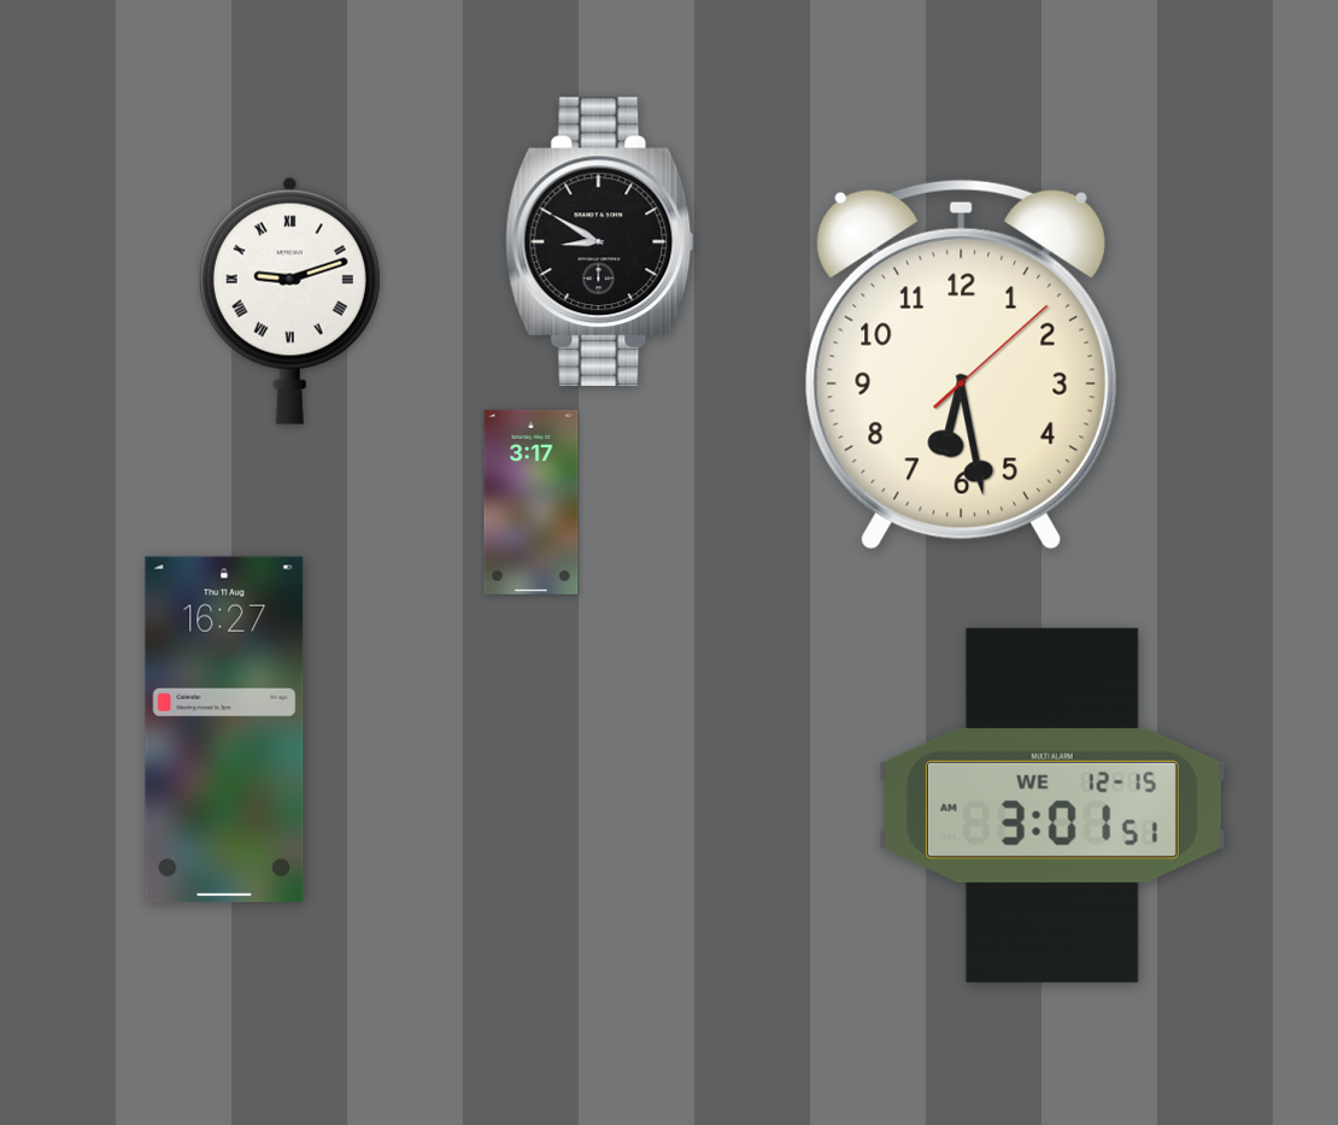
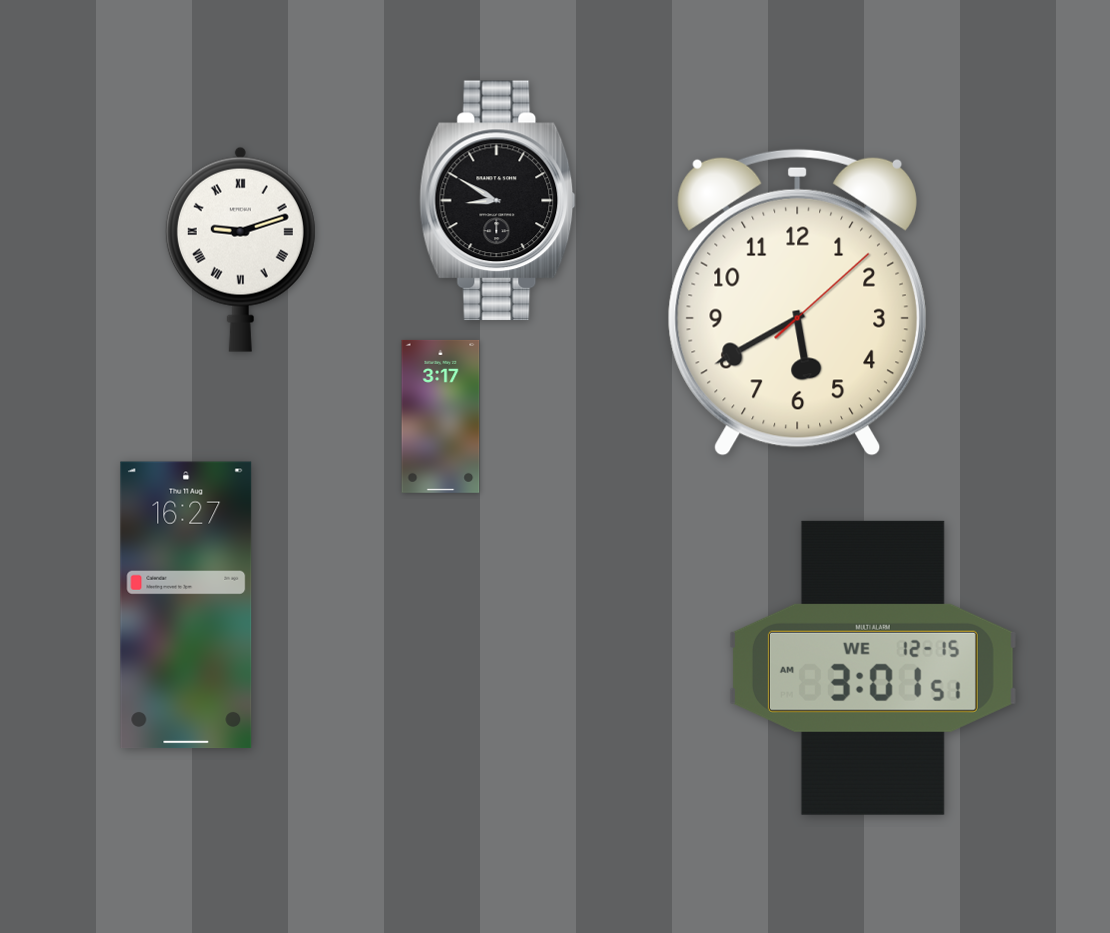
clock at (961, 364): 6:28 -> 5:40
